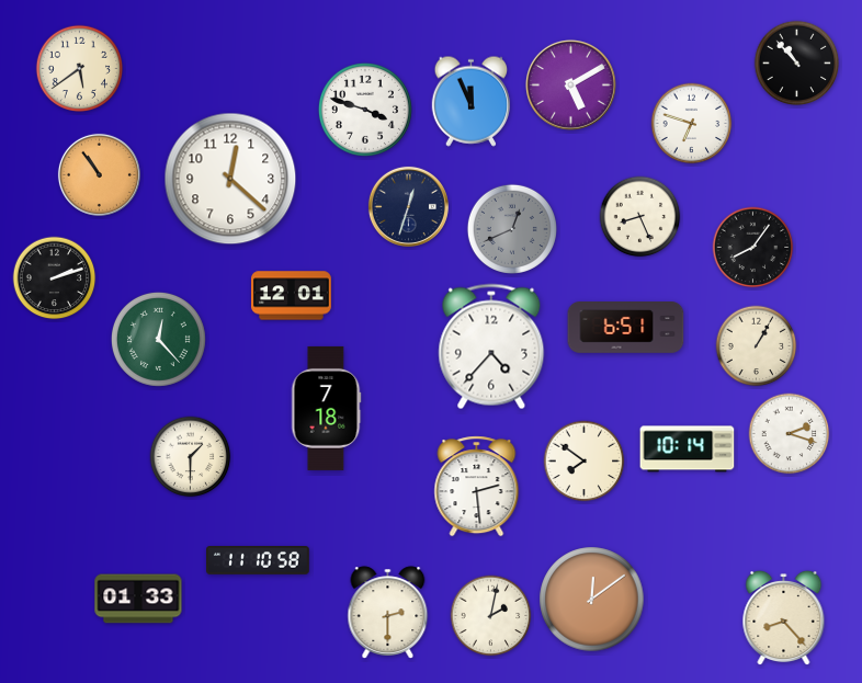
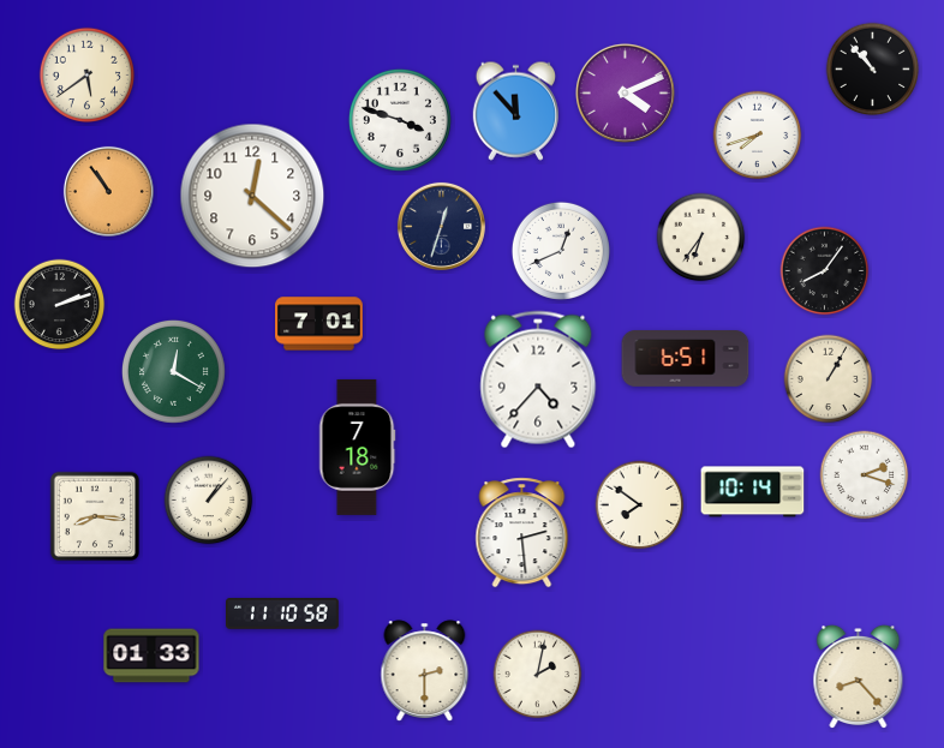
clock at (570, 84): 5:10 -> 4:11
clock at (470, 101): 11:56 -> 11:53
clock at (692, 124): 6:48 -> 7:42
clock at (408, 206) position: (408, 206) -> (441, 226)
clock at (640, 217): 8:26 -> 6:36
clock at (512, 229) dial: grey -> white
clock at (292, 296): 12:01 -> 7:01
clock at (158, 339): 12:23 -> 12:20
clock at (191, 457): 1:30 -> 1:07
clock at (95, 516): none -> 8:16
clock at (592, 600): 12:09 -> none
